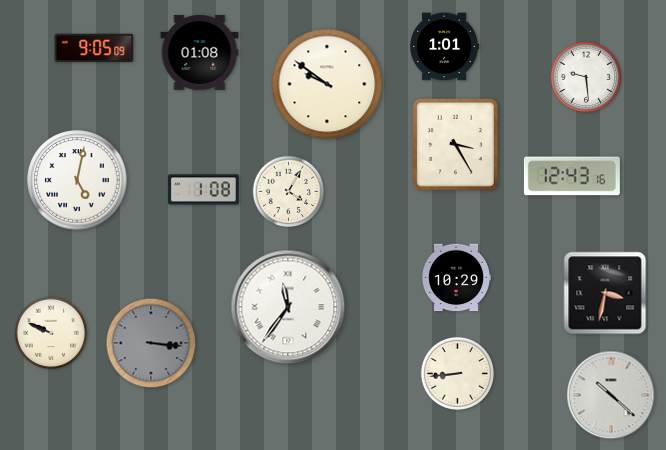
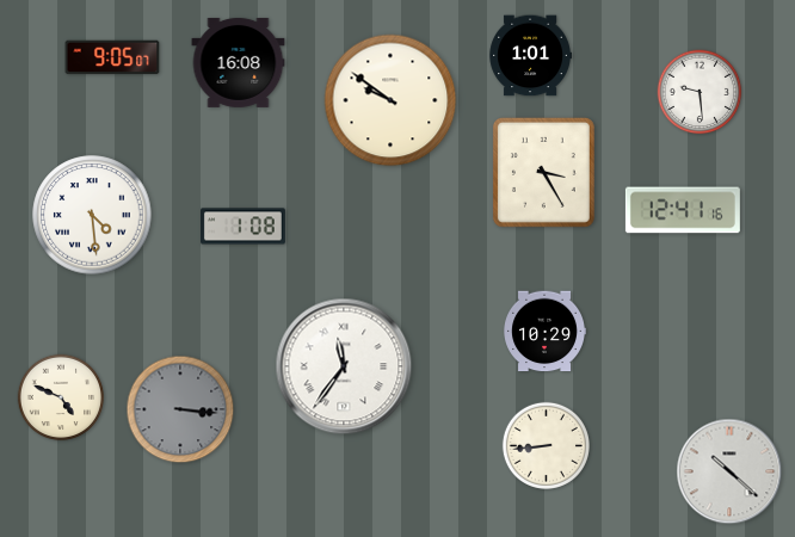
clock at (94, 48): 9:05:09 -> 9:05:07
clock at (200, 52): 01:08 -> 16:08
clock at (572, 176): 12:43 -> 12:41
clock at (77, 180): 5:02 -> 4:29
clock at (289, 192): 4:05 -> none
clock at (605, 293): 3:32 -> none
clock at (51, 333): 9:49 -> 4:49
